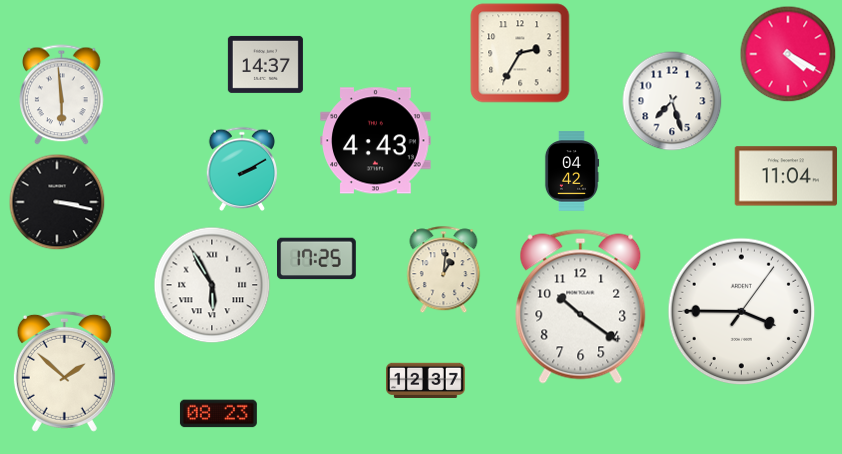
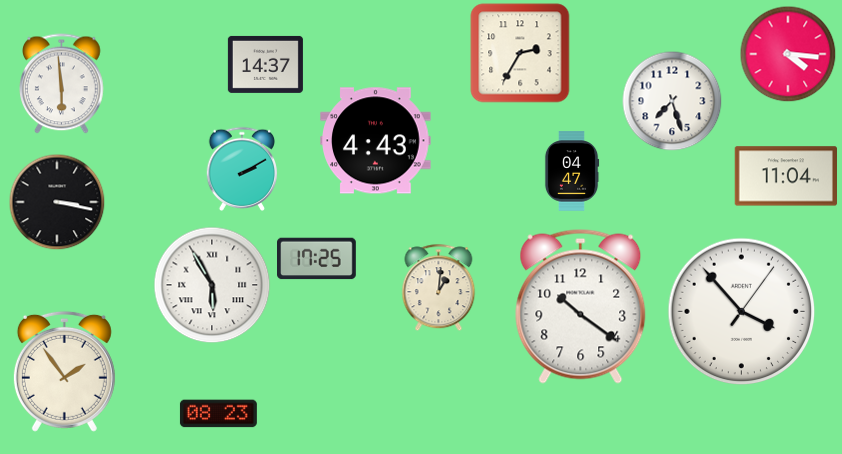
clock at (788, 54): 4:20 -> 4:16
clock at (62, 95) position: (62, 95) -> (62, 84)
clock at (572, 171): 04:42 -> 04:47
clock at (444, 270) position: (444, 270) -> (439, 288)
clock at (742, 312): 3:45 -> 3:53
clock at (64, 371): 1:52 -> 1:54
clock at (426, 380): 12:37 -> none
